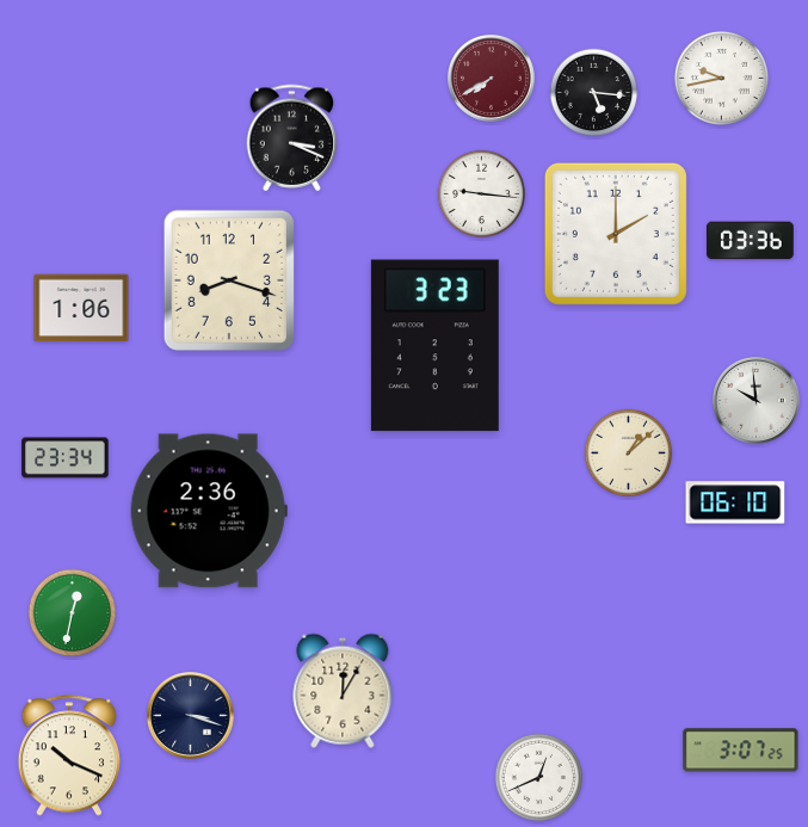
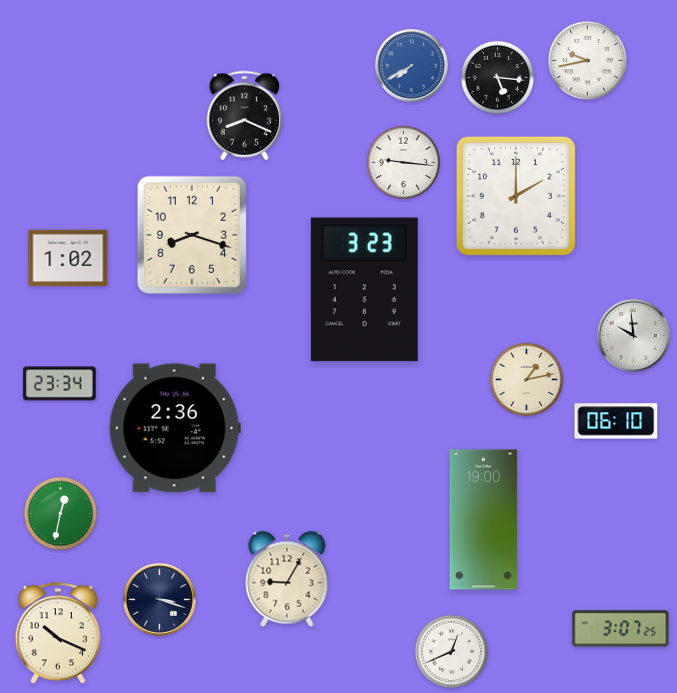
clock at (721, 78) position: (721, 78) -> (587, 60)
clock at (492, 79) dial: burgundy -> blue
clock at (292, 138): 3:19 -> 8:19
clock at (751, 241): 03:36 -> none
clock at (81, 308): 1:06 -> 1:02
clock at (629, 453): 1:08 -> 1:13
clock at (66, 458) position: (66, 458) -> (60, 384)
clock at (483, 520): none -> 19:00
clock at (343, 691): 12:05 -> 9:05
